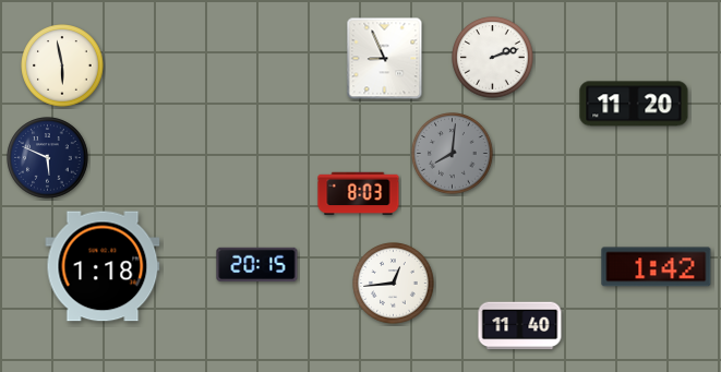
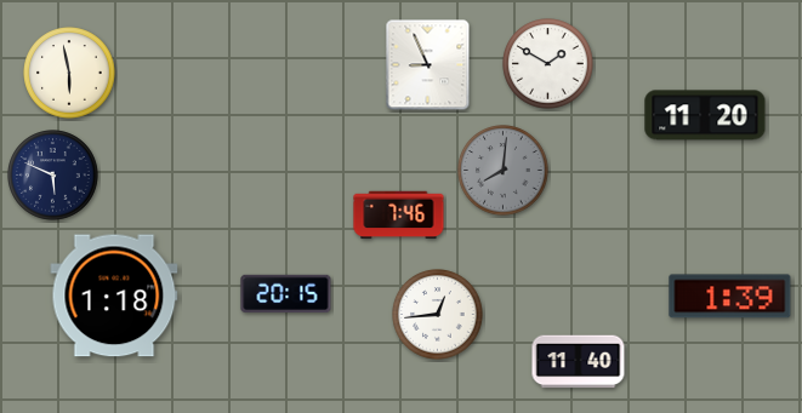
clock at (493, 58): 2:12 -> 1:50
clock at (359, 194): 8:03 -> 7:46
clock at (657, 267): 1:42 -> 1:39
